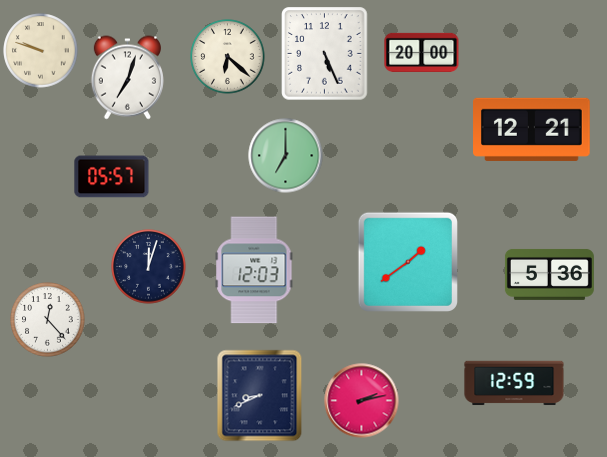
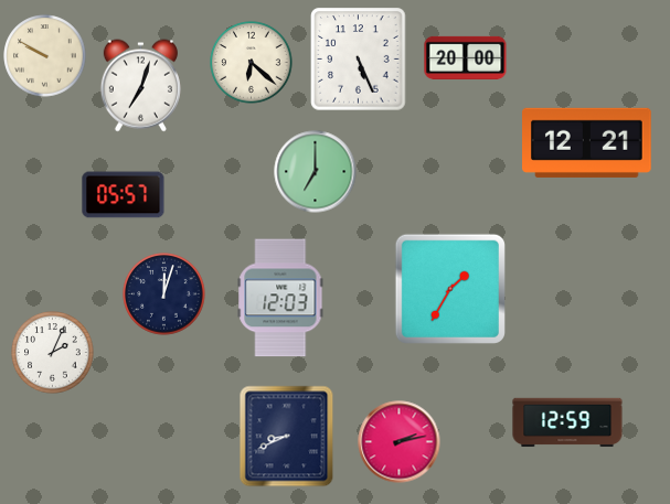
clock at (41, 51): 9:48 -> 9:50
clock at (408, 262): 1:39 -> 1:35
clock at (549, 274): 5:36 -> none
clock at (48, 320): 12:23 -> 2:04
